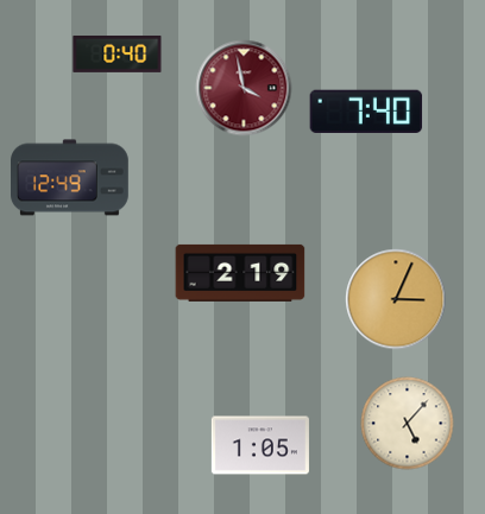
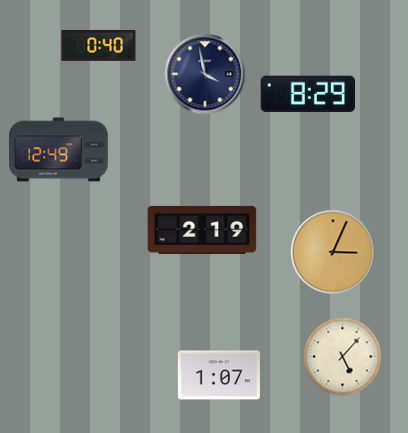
clock at (244, 88) dial: burgundy -> navy
clock at (366, 112): 7:40 -> 8:29
clock at (260, 445): 1:05 -> 1:07
